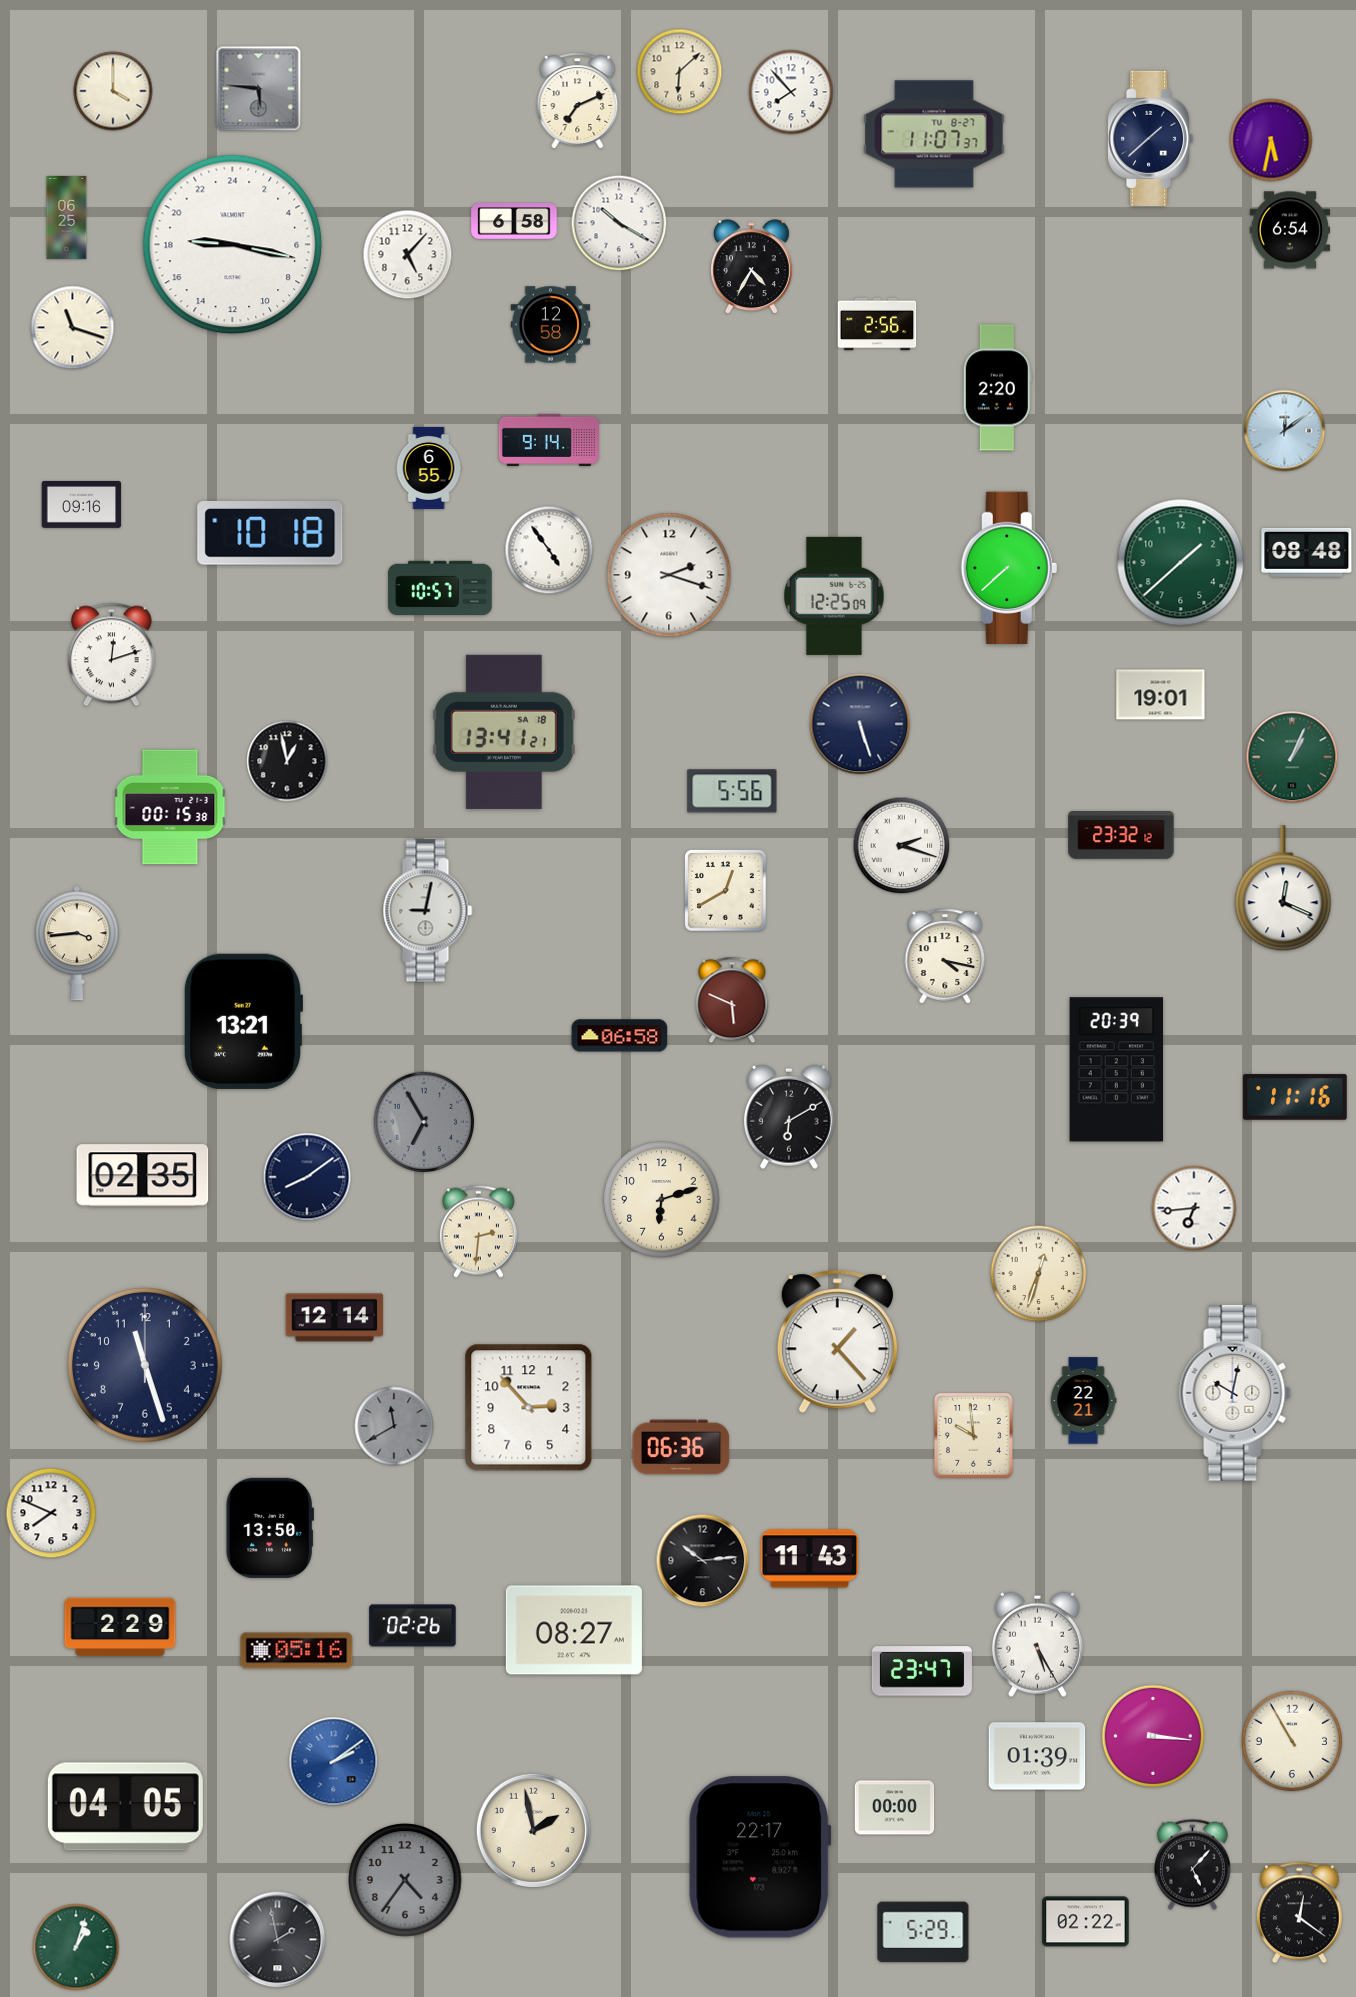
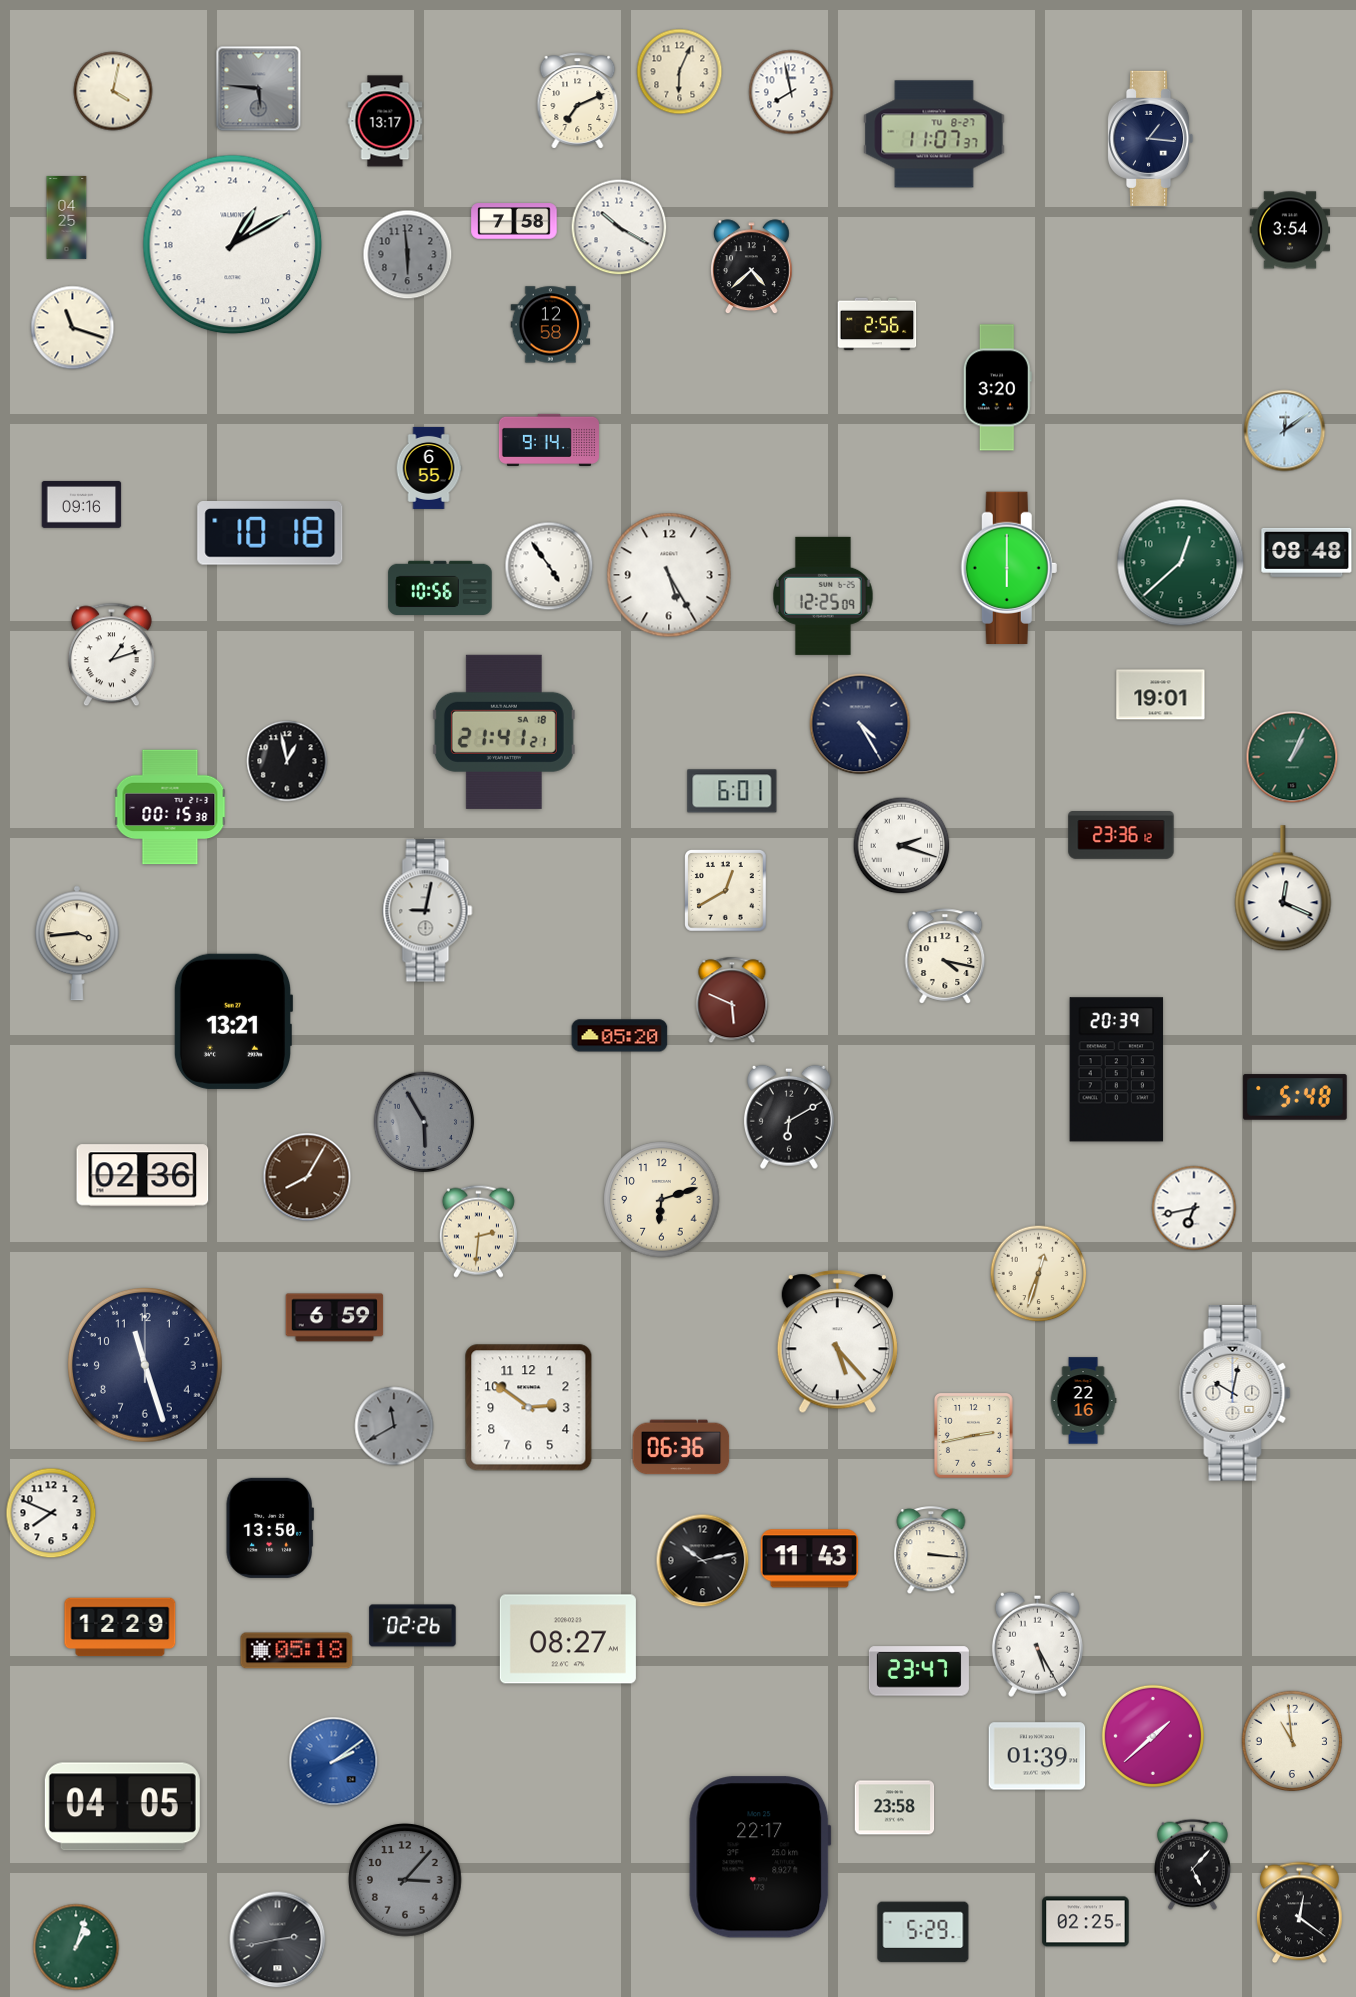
clock at (680, 72): 6:08 -> 6:04
clock at (113, 91): 4:00 -> 4:02
clock at (791, 92): 7:53 -> 7:58
clock at (385, 121): none -> 13:17
clock at (1150, 138): 1:38 -> 1:16
clock at (1271, 140): 5:32 -> none
clock at (67, 217): 06:25 -> 04:25
clock at (514, 221): 6:58 -> 7:58
clock at (619, 223) position: (619, 223) -> (619, 227)
clock at (1289, 230): 6:54 -> 3:54
clock at (233, 245): 18:17 -> 2:10
clock at (408, 255): 5:07 -> 5:59
clock at (408, 255) dial: white -> grey
clock at (751, 267): 4:35 -> 4:38
clock at (997, 388): 2:20 -> 3:20
clock at (549, 550) position: (549, 550) -> (549, 566)
clock at (1181, 563): 1:38 -> 12:38
clock at (1009, 567): 7:38 -> 6:00
clock at (669, 575): 2:18 -> 5:25
clock at (440, 588): 10:57 -> 10:56
clock at (834, 596) position: (834, 596) -> (823, 596)
clock at (111, 655): 12:12 -> 1:12
clock at (860, 724): 5:27 -> 4:25
clock at (504, 732): 13:41 -> 21:41
clock at (732, 791): 5:56 -> 6:01
clock at (1121, 836): 23:32 -> 23:36
clock at (242, 1021) position: (242, 1021) -> (232, 1021)
clock at (620, 1036): 06:58 -> 05:20
clock at (1295, 1097): 11:16 -> 5:48
clock at (424, 1122): 6:55 -> 5:55
clock at (143, 1176): 02:35 -> 02:36
clock at (307, 1177): 8:09 -> 8:05
clock at (307, 1177) dial: navy -> brown
clock at (1194, 1208): 6:44 -> 6:43
clock at (335, 1318): 12:14 -> 6:59
clock at (837, 1342): 1:23 -> 5:23
clock at (1083, 1401): 22:21 -> 22:16
clock at (529, 1408): 2:53 -> 2:51
clock at (974, 1436): 9:59 -> 2:43
clock at (931, 1551): none -> 3:16
clock at (703, 1561): 10:14 -> 10:13
clock at (120, 1627): 2:29 -> 12:29
clock at (574, 1630) position: (574, 1630) -> (568, 1639)
clock at (297, 1651): 05:16 -> 05:18
clock at (922, 1671) position: (922, 1671) -> (919, 1671)
clock at (1153, 1736): 3:16 -> 1:38
clock at (1292, 1741): 10:55 -> 10:59
clock at (125, 1807) position: (125, 1807) -> (122, 1807)
clock at (895, 1808): 00:00 -> 23:58
clock at (533, 1830): 1:58 -> none
clock at (405, 1880): 4:36 -> 3:07
clock at (1086, 1922): 02:22 -> 02:25
clock at (278, 1940): 1:58 -> 2:43
